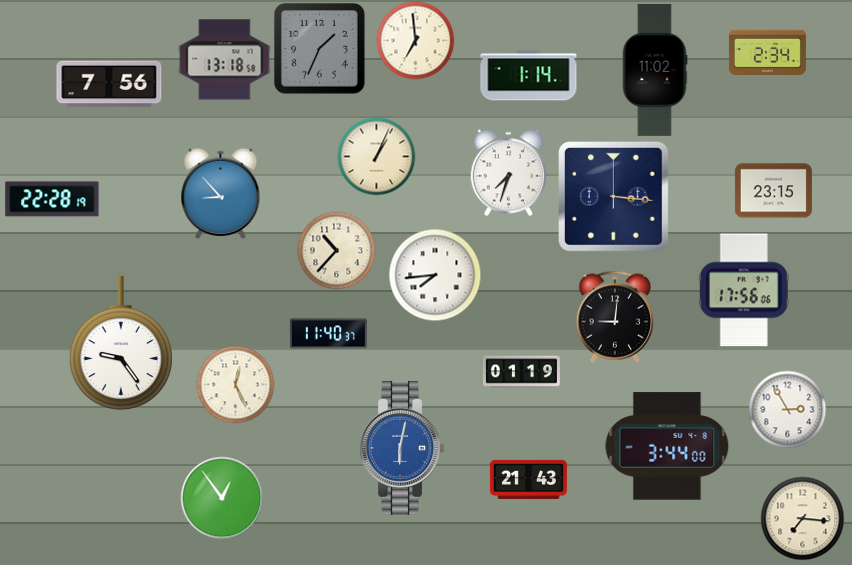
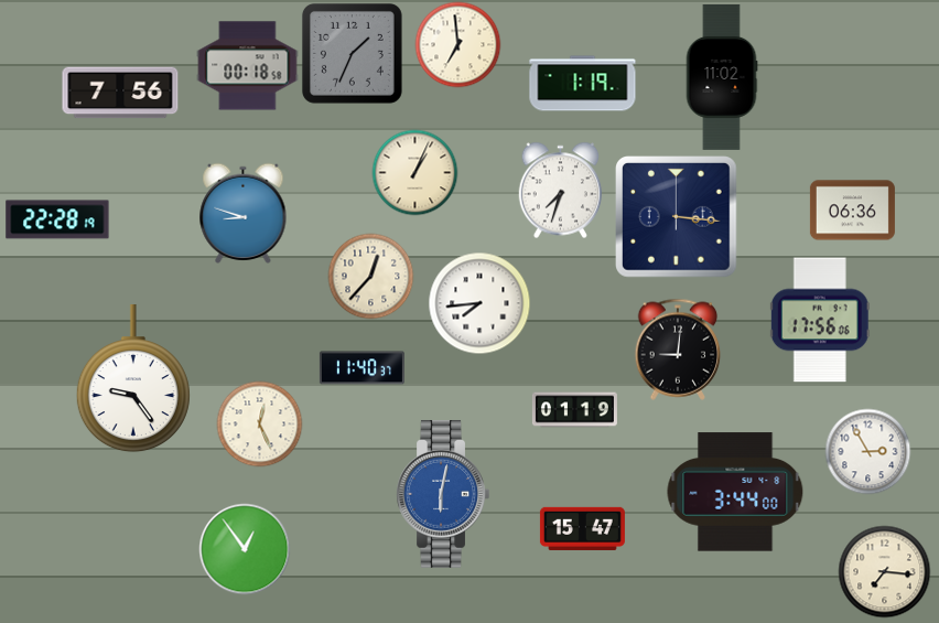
clock at (767, 52): 2:34 -> none
clock at (225, 60): 13:18 -> 00:18
clock at (529, 76): 1:14 -> 1:19
clock at (773, 191): 23:15 -> 06:36
clock at (221, 193): 8:53 -> 8:48
clock at (336, 250): 10:37 -> 12:37
clock at (528, 479): 21:43 -> 15:47
